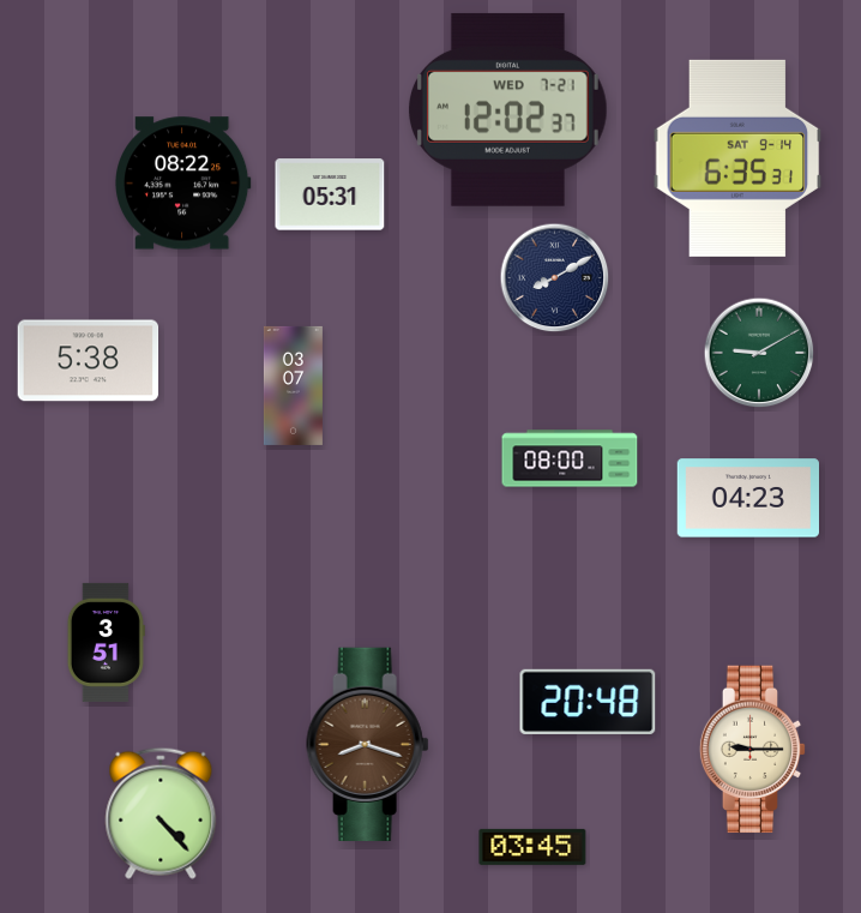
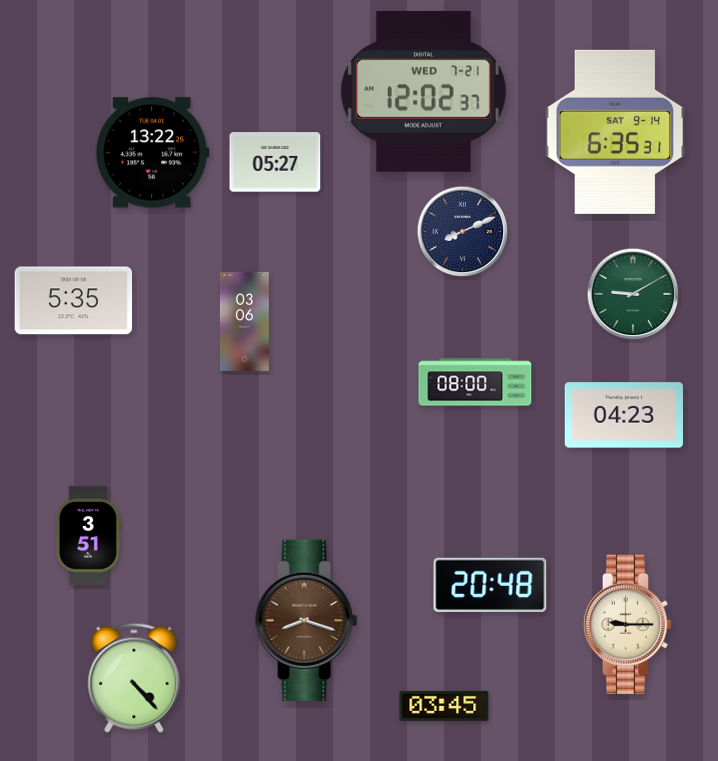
clock at (183, 184): 08:22 -> 13:22
clock at (330, 194): 05:31 -> 05:27
clock at (555, 278): 8:10 -> 8:11
clock at (89, 361): 5:38 -> 5:35
clock at (293, 385): 03:07 -> 03:06
